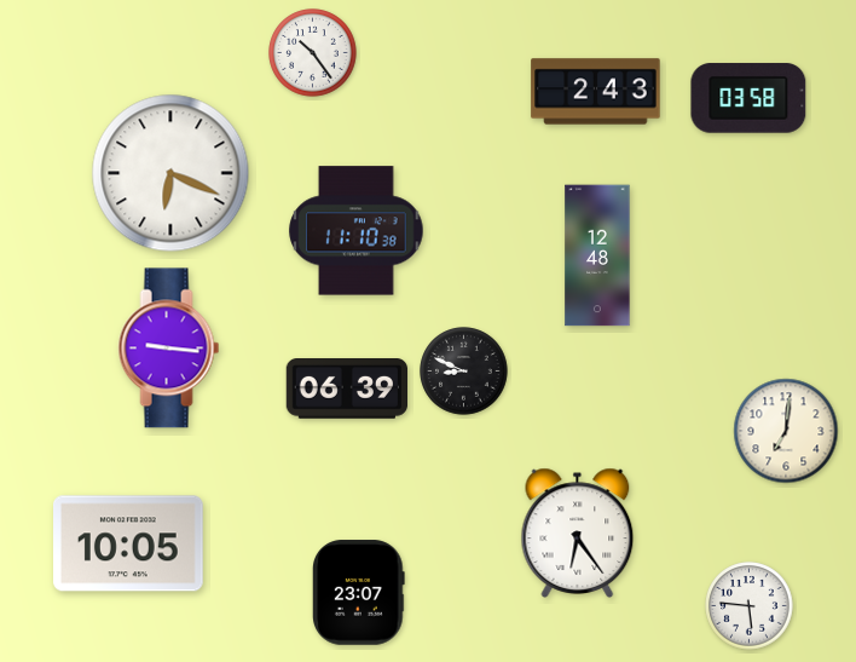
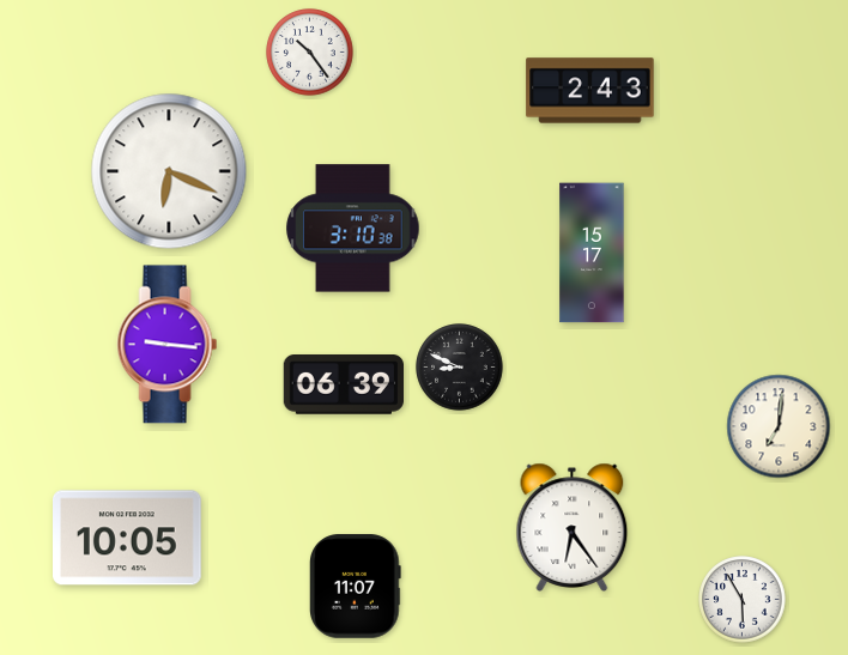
clock at (748, 98): 03:58 -> none
clock at (357, 231): 11:10 -> 3:10
clock at (597, 255): 12:48 -> 15:17
clock at (359, 593): 23:07 -> 11:07
clock at (750, 606): 5:46 -> 5:55
